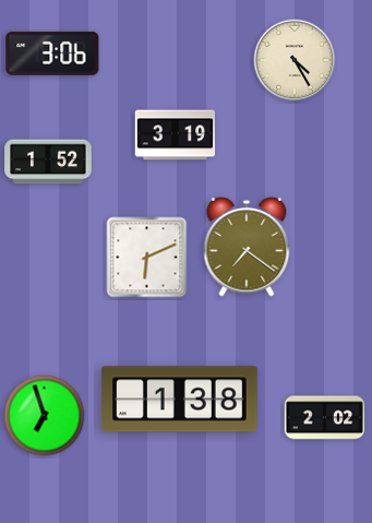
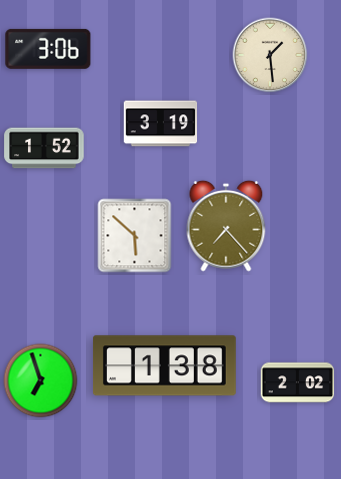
clock at (295, 60): 4:25 -> 1:29
clock at (247, 247): 7:21 -> 7:23
clock at (147, 258): 6:11 -> 5:52
